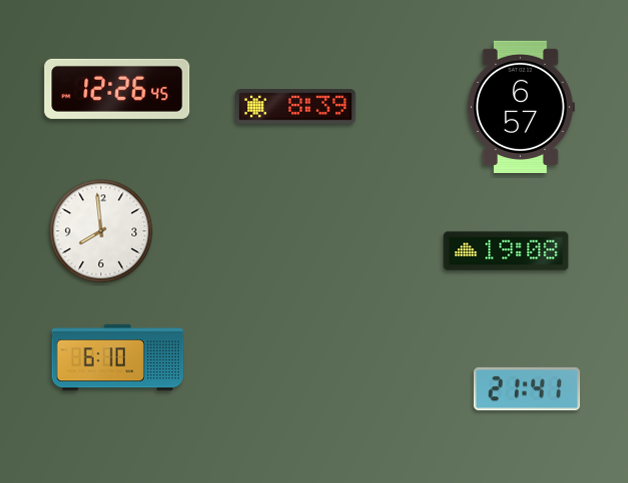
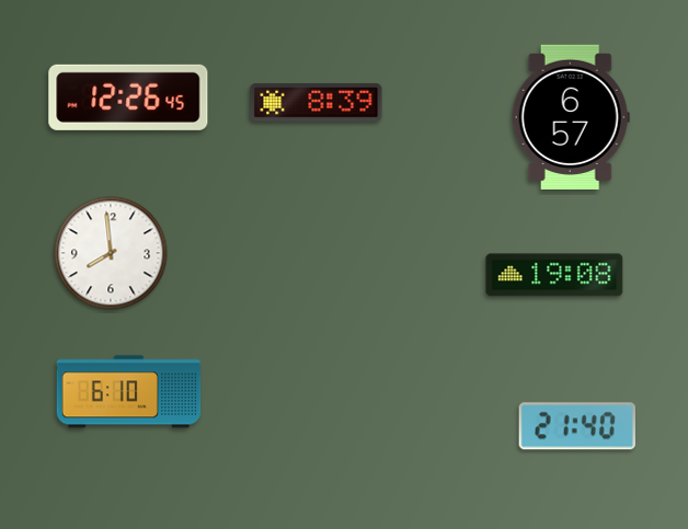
clock at (296, 106) position: (296, 106) -> (317, 102)
clock at (527, 389): 21:41 -> 21:40
